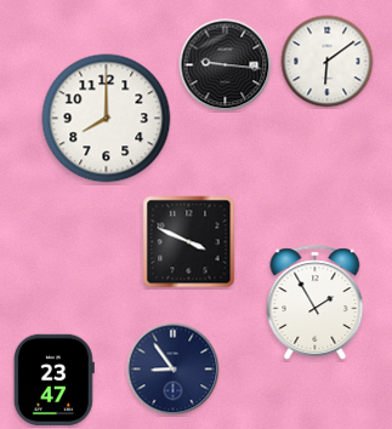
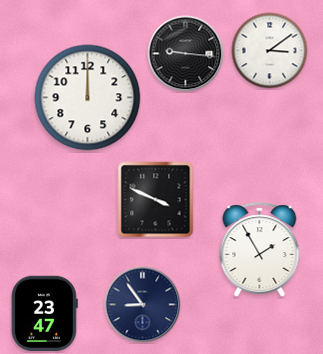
clock at (328, 62): 6:09 -> 3:09
clock at (107, 119): 8:00 -> 12:00
